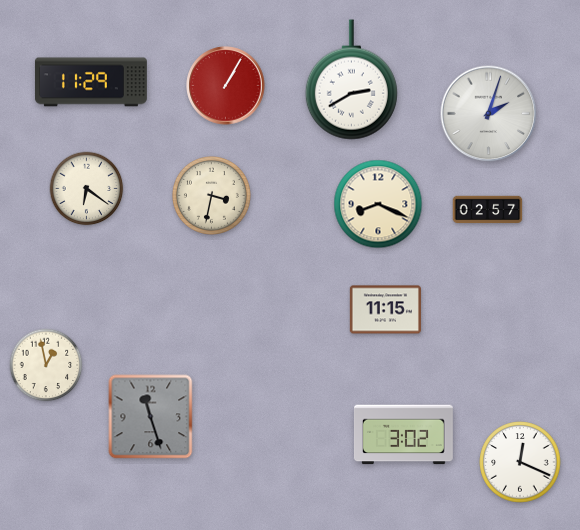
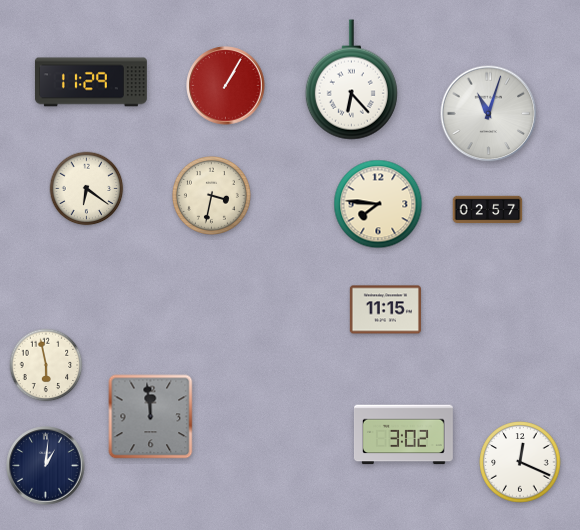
clock at (351, 80): 2:40 -> 6:23
clock at (489, 114): 2:03 -> 11:03
clock at (378, 204): 8:19 -> 7:46
clock at (46, 365): 12:58 -> 5:58
clock at (151, 417): 11:27 -> 11:59
clock at (46, 466): none -> 1:01
